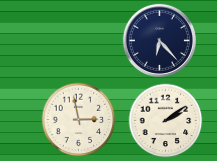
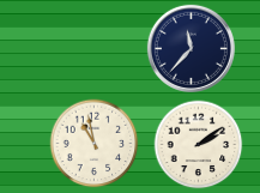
clock at (159, 40): 6:23 -> 11:37
clock at (79, 120): 2:58 -> 10:58
